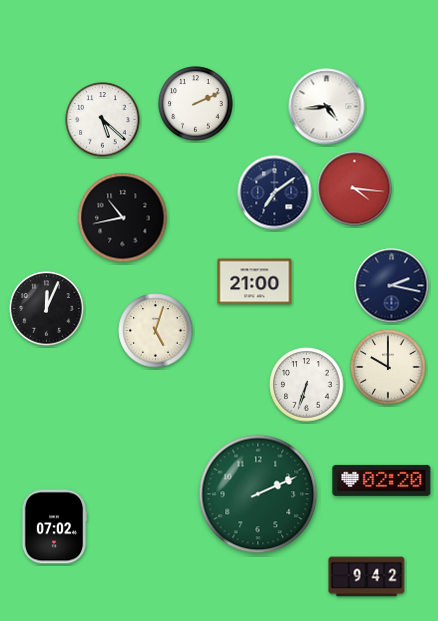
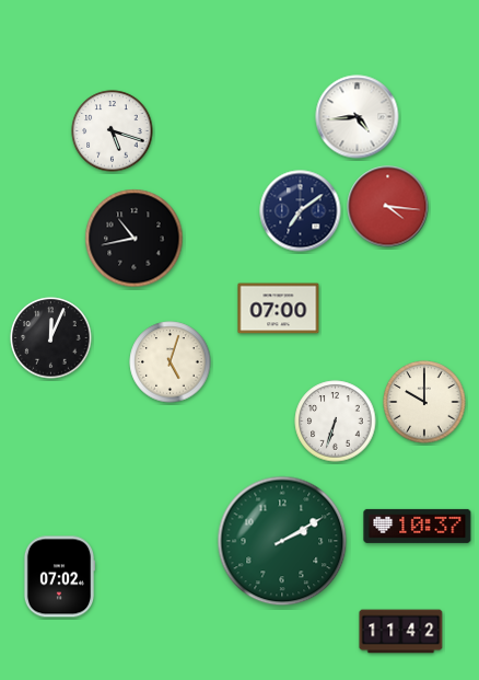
clock at (196, 104): 2:11 -> none
clock at (103, 120): 5:22 -> 5:18
clock at (255, 282): 21:00 -> 07:00
clock at (392, 286): 2:17 -> none
clock at (382, 480): 02:20 -> 10:37
clock at (258, 494): 2:11 -> 2:10
clock at (367, 577): 9:42 -> 11:42
